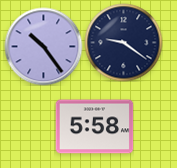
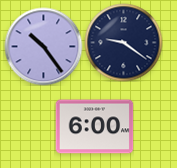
clock at (94, 127): 5:58 -> 6:00
